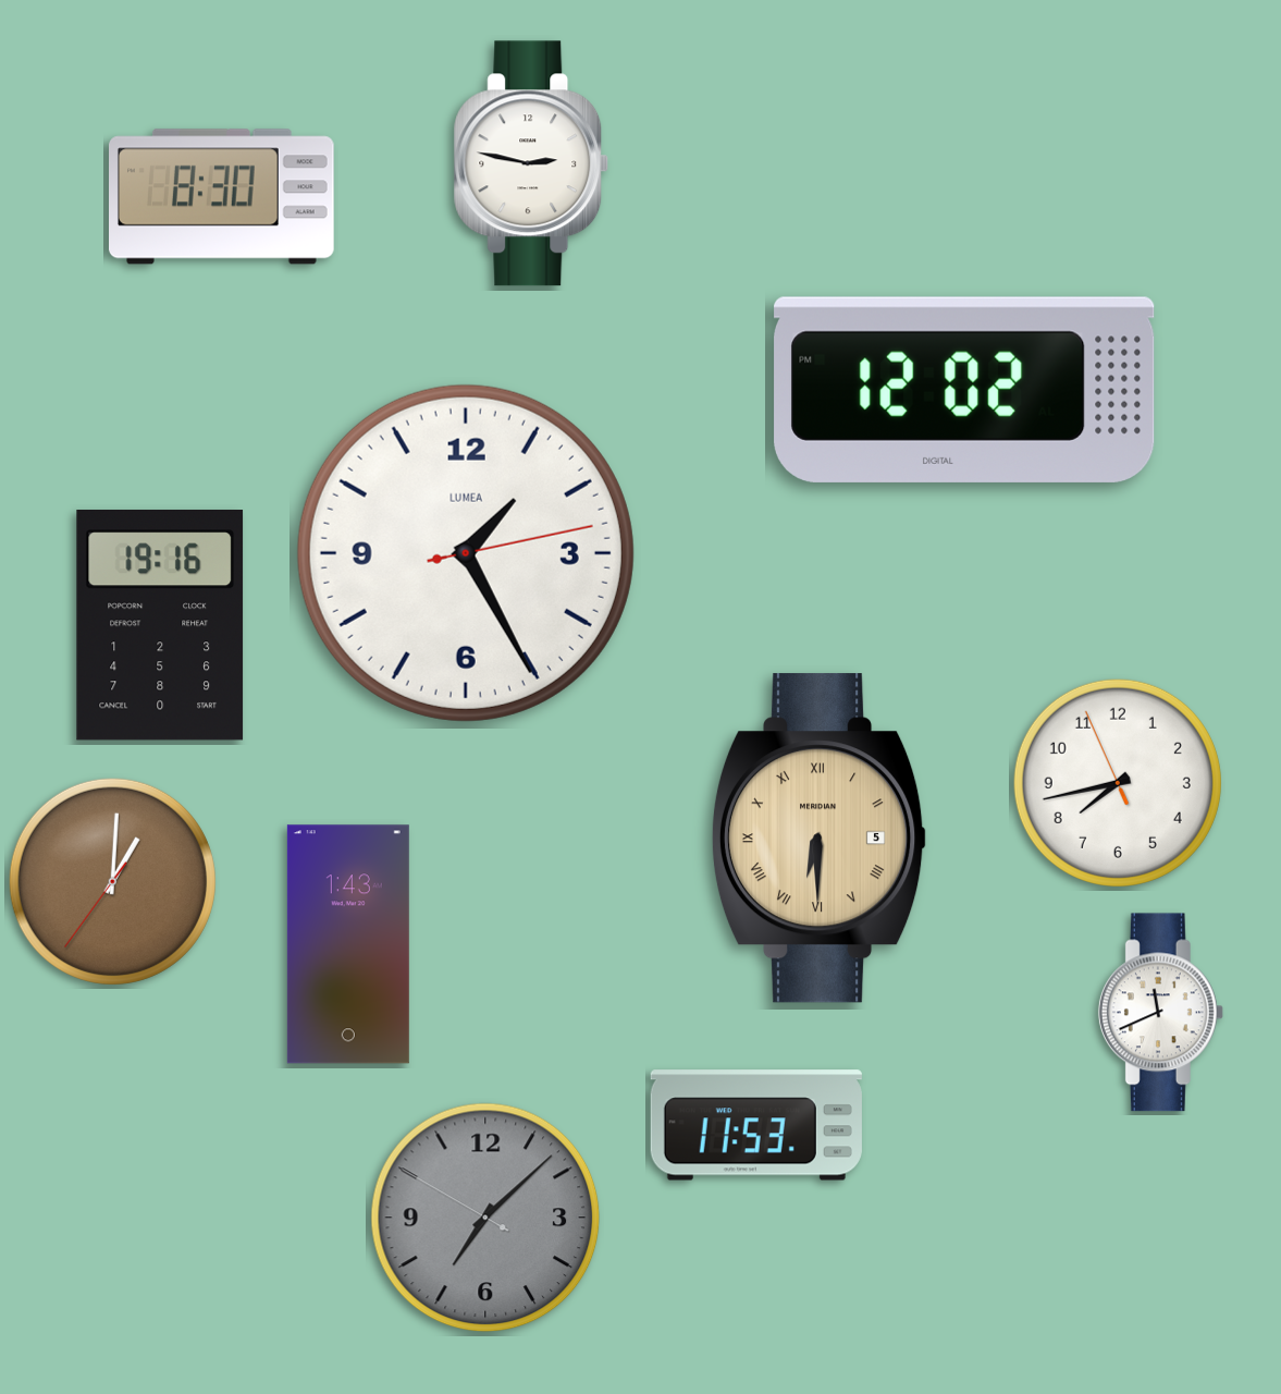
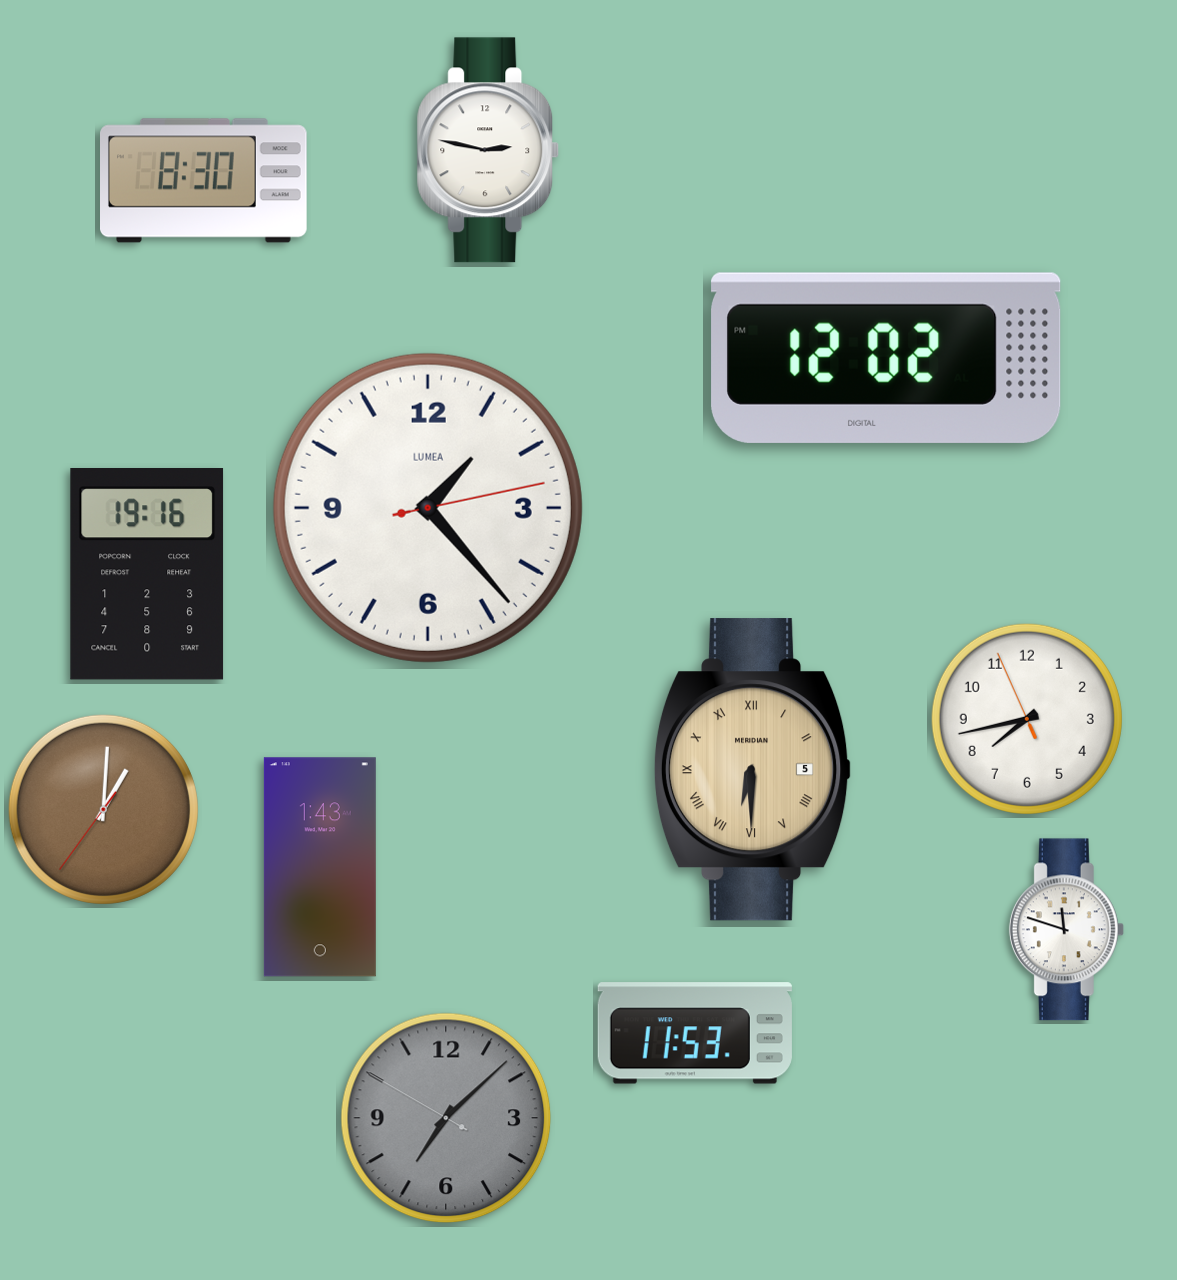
clock at (466, 553): 1:25 -> 1:23
clock at (1160, 1013): 11:41 -> 11:48
